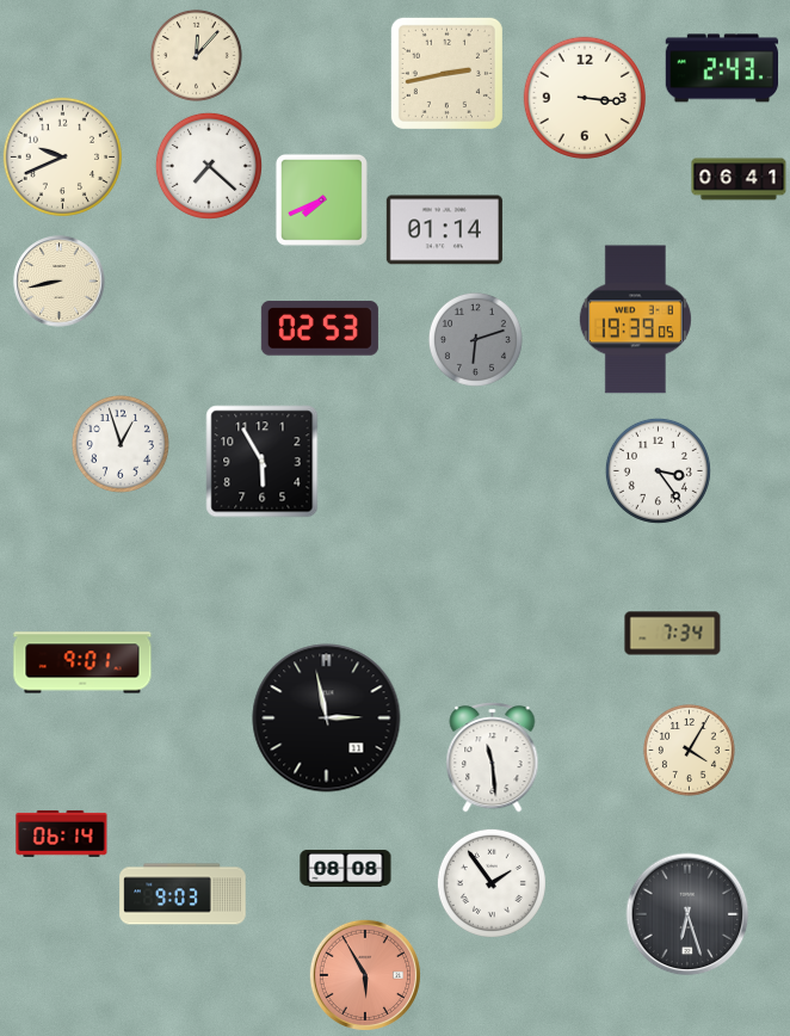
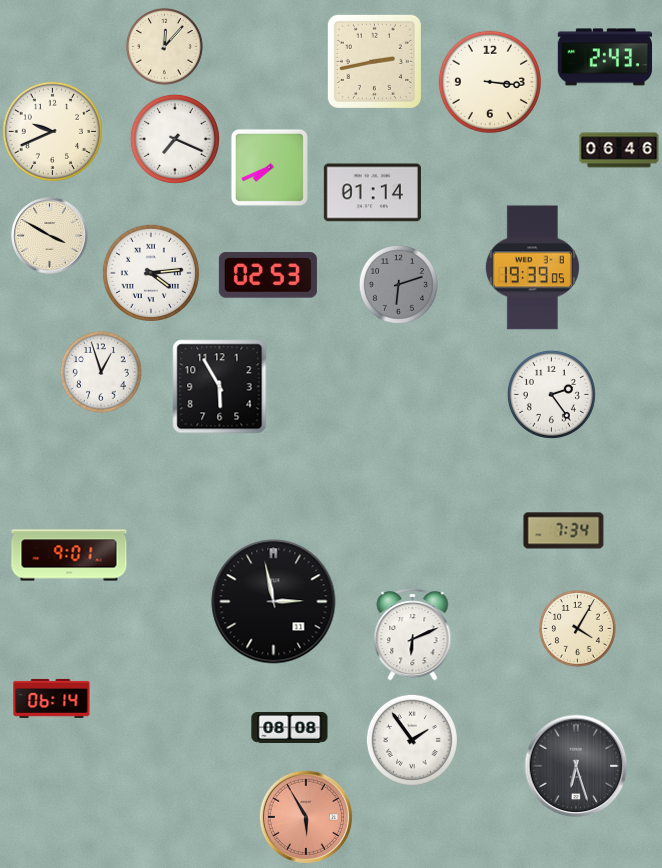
clock at (209, 166): 7:22 -> 7:19
clock at (739, 179): 06:41 -> 06:46
clock at (60, 282): 8:43 -> 3:50
clock at (151, 273): none -> 4:14
clock at (658, 470): 3:24 -> 2:24
clock at (493, 757): 11:29 -> 6:11
clock at (183, 894): 9:03 -> none
